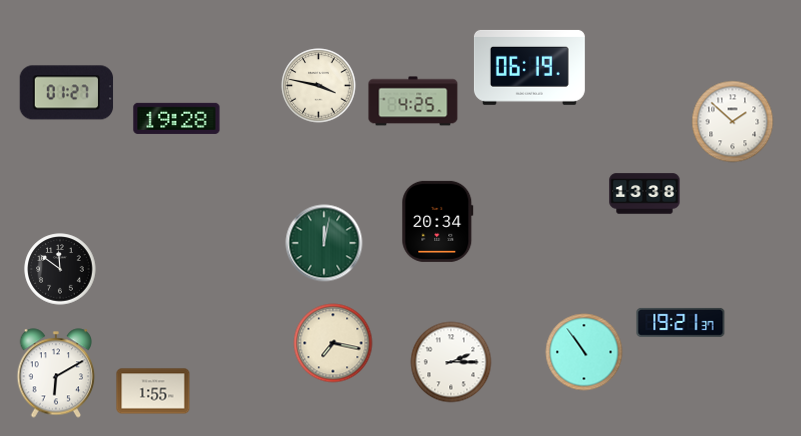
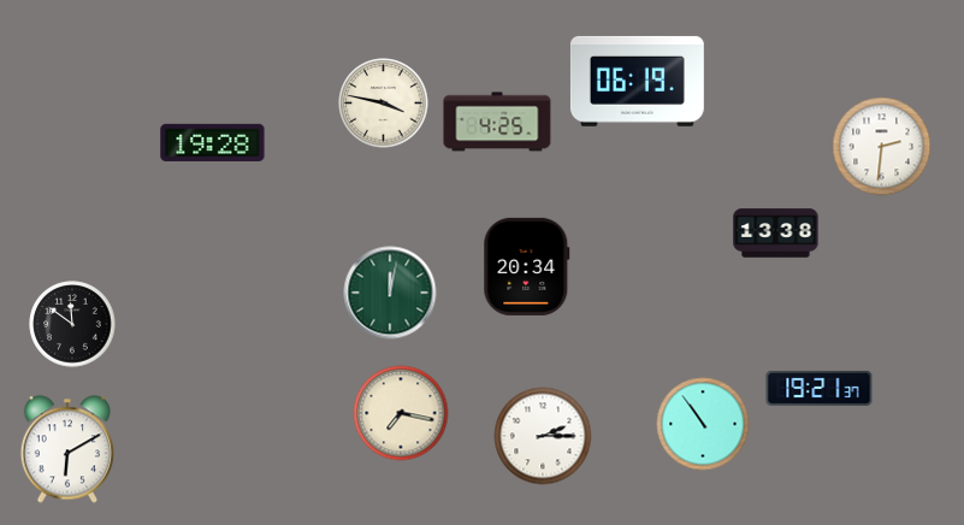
clock at (67, 93): 01:27 -> none
clock at (733, 122): 1:52 -> 2:31
clock at (153, 391): 1:55 -> none
